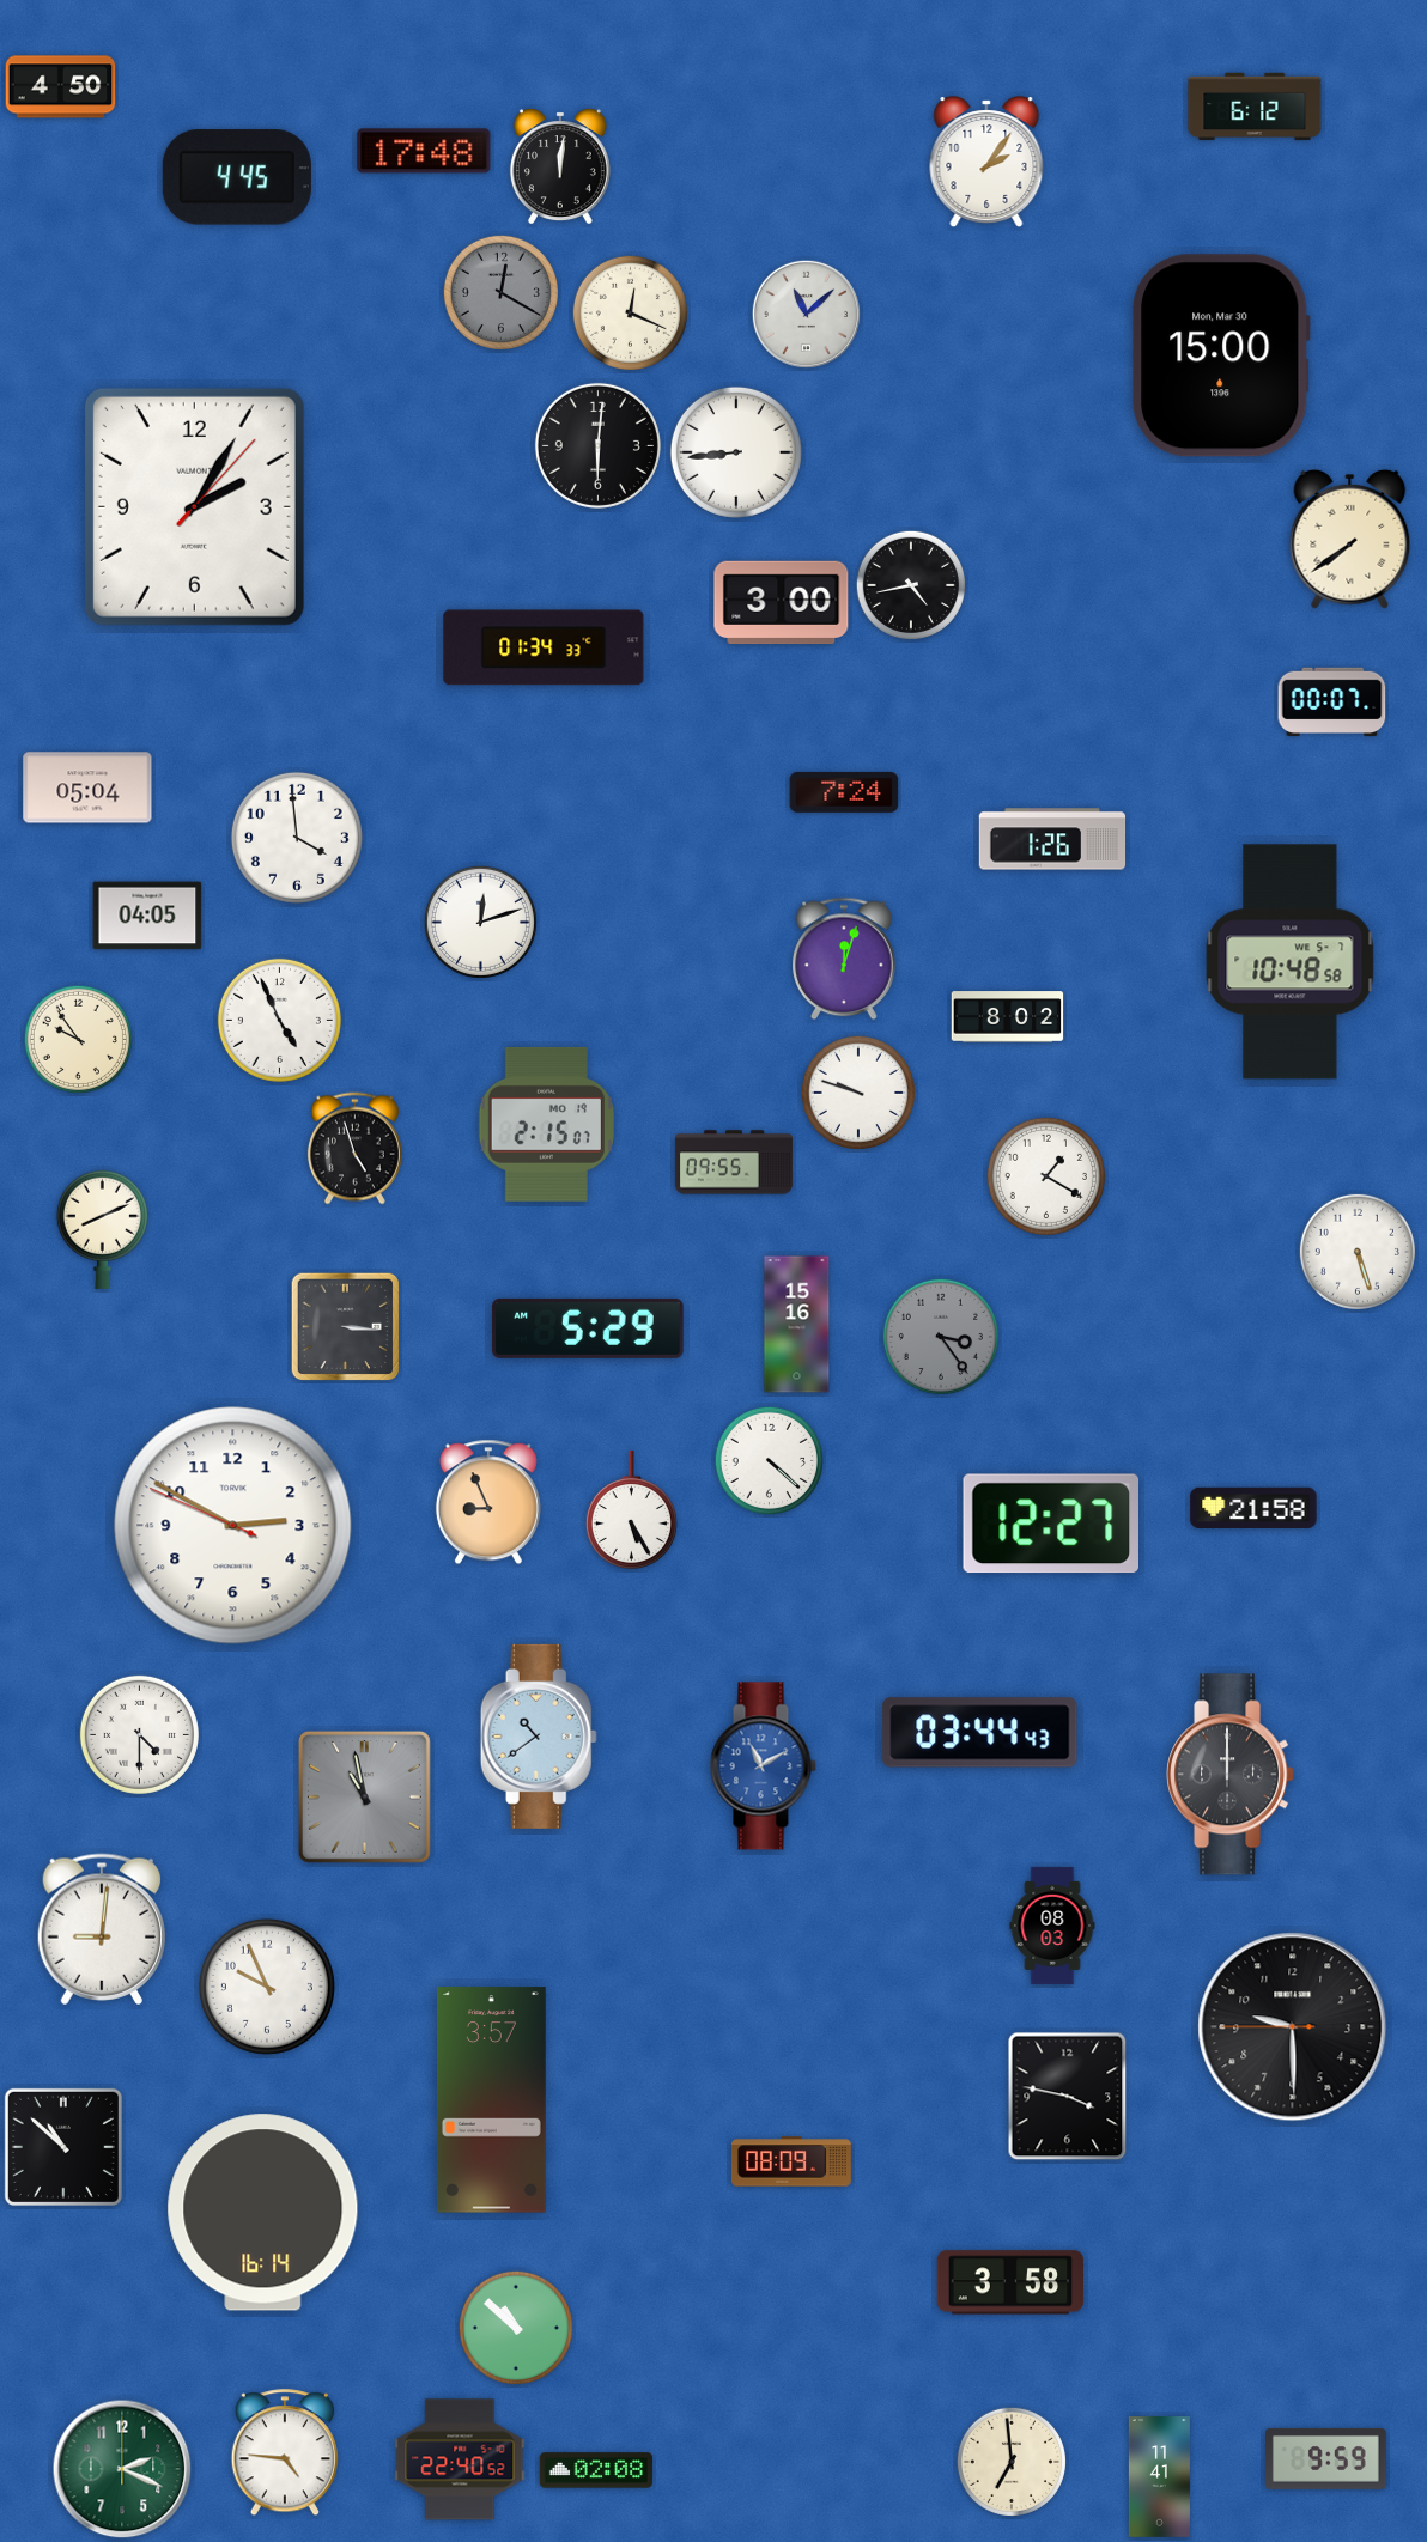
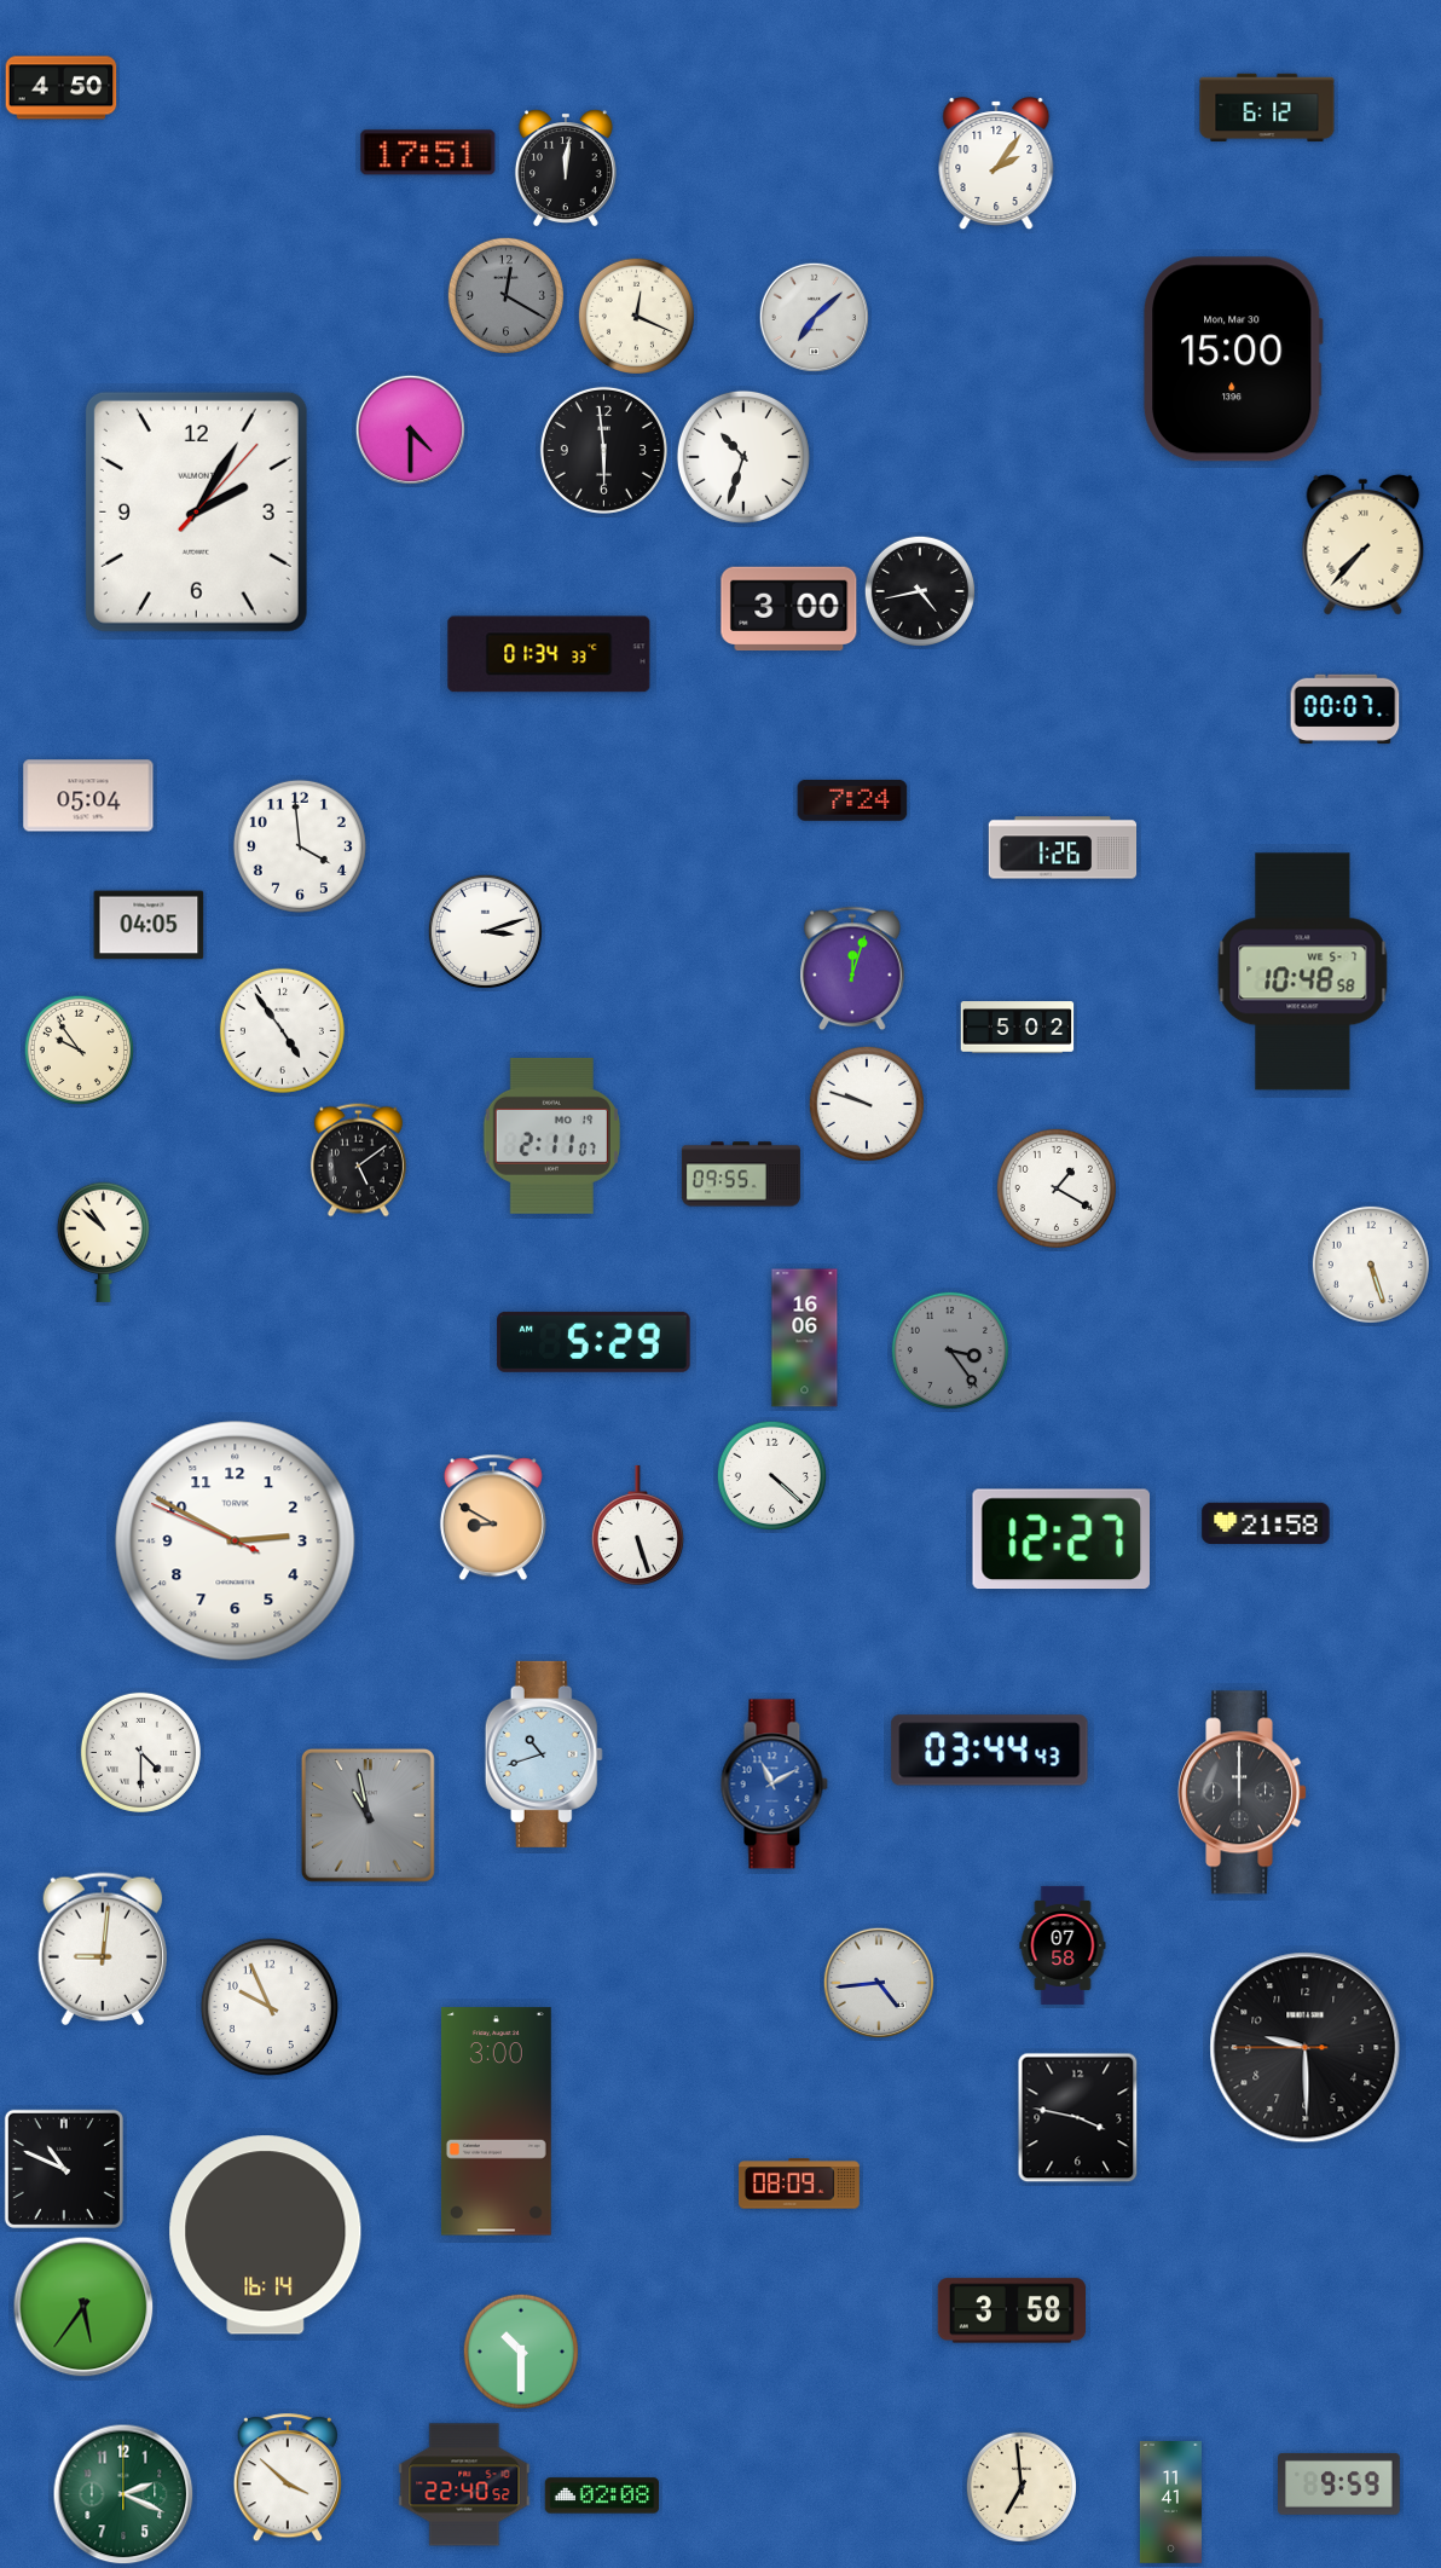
clock at (424, 151): 17:48 -> 17:51
clock at (237, 177): 4:45 -> none
clock at (806, 314): 11:08 -> 7:08
clock at (410, 429): none -> 4:30
clock at (597, 445): 6:01 -> 5:59
clock at (736, 452): 8:44 -> 10:33
clock at (1350, 539): 7:39 -> 7:37
clock at (480, 922): 12:12 -> 3:12
clock at (1008, 1017): 8:02 -> 5:02
clock at (279, 1020): 4:56 -> 4:54
clock at (546, 1124): 2:15 -> 2:11
clock at (354, 1149): 4:57 -> 5:09
clock at (102, 1229): 8:11 -> 10:52
clock at (797, 1325): 15:16 -> 16:06
clock at (346, 1327): 3:16 -> none
clock at (769, 1460) position: (769, 1460) -> (771, 1475)
clock at (488, 1502): 8:56 -> 8:50
clock at (631, 1510): 5:25 -> 5:27
clock at (539, 1737): 10:39 -> 10:42
clock at (763, 1766) position: (763, 1766) -> (774, 1785)
clock at (1052, 1926): 08:03 -> 07:58
clock at (878, 1982): none -> 4:44
clock at (491, 2100): 3:57 -> 3:00
clock at (63, 2147): 10:52 -> 10:49
clock at (1009, 2282) position: (1009, 2282) -> (1011, 2310)
clock at (83, 2307): none -> 5:36
clock at (516, 2328): 10:52 -> 10:30
clock at (285, 2453): 4:46 -> 3:52
